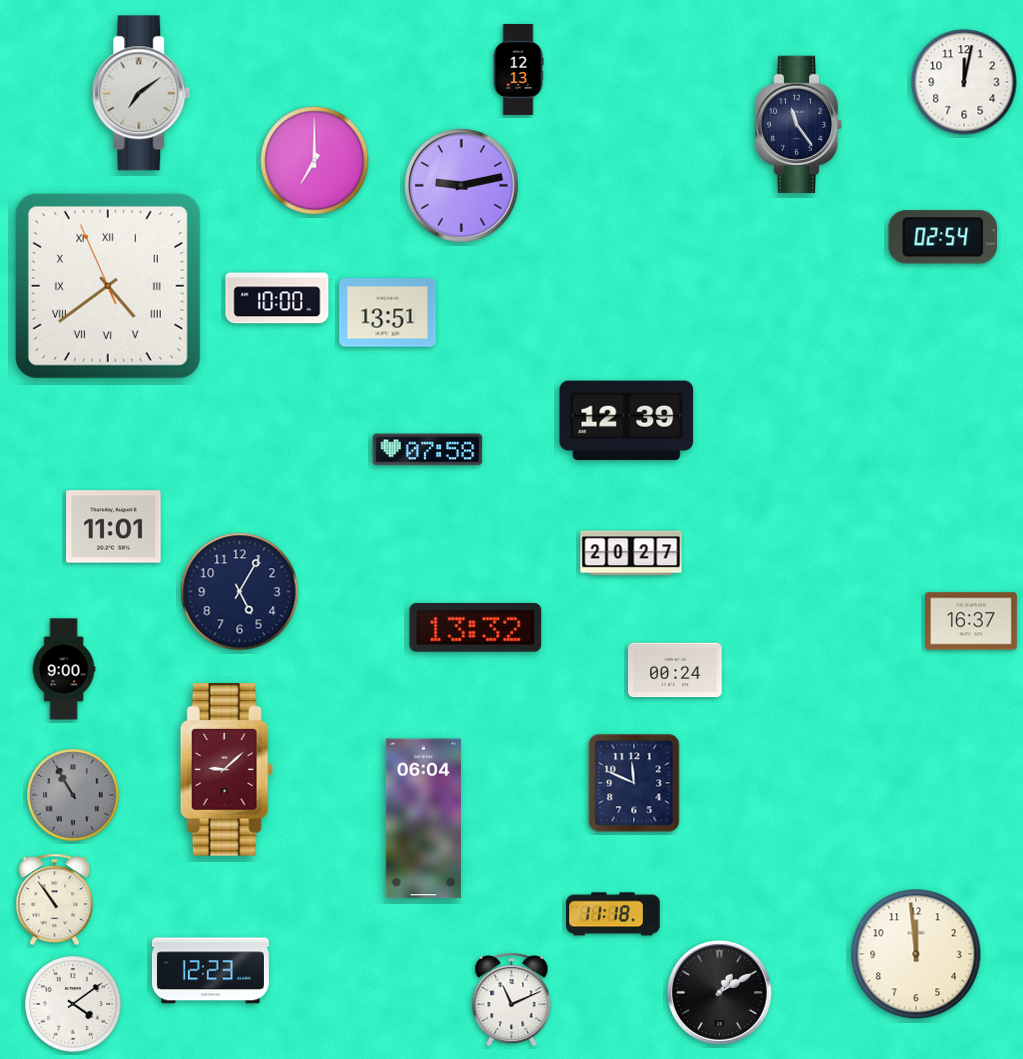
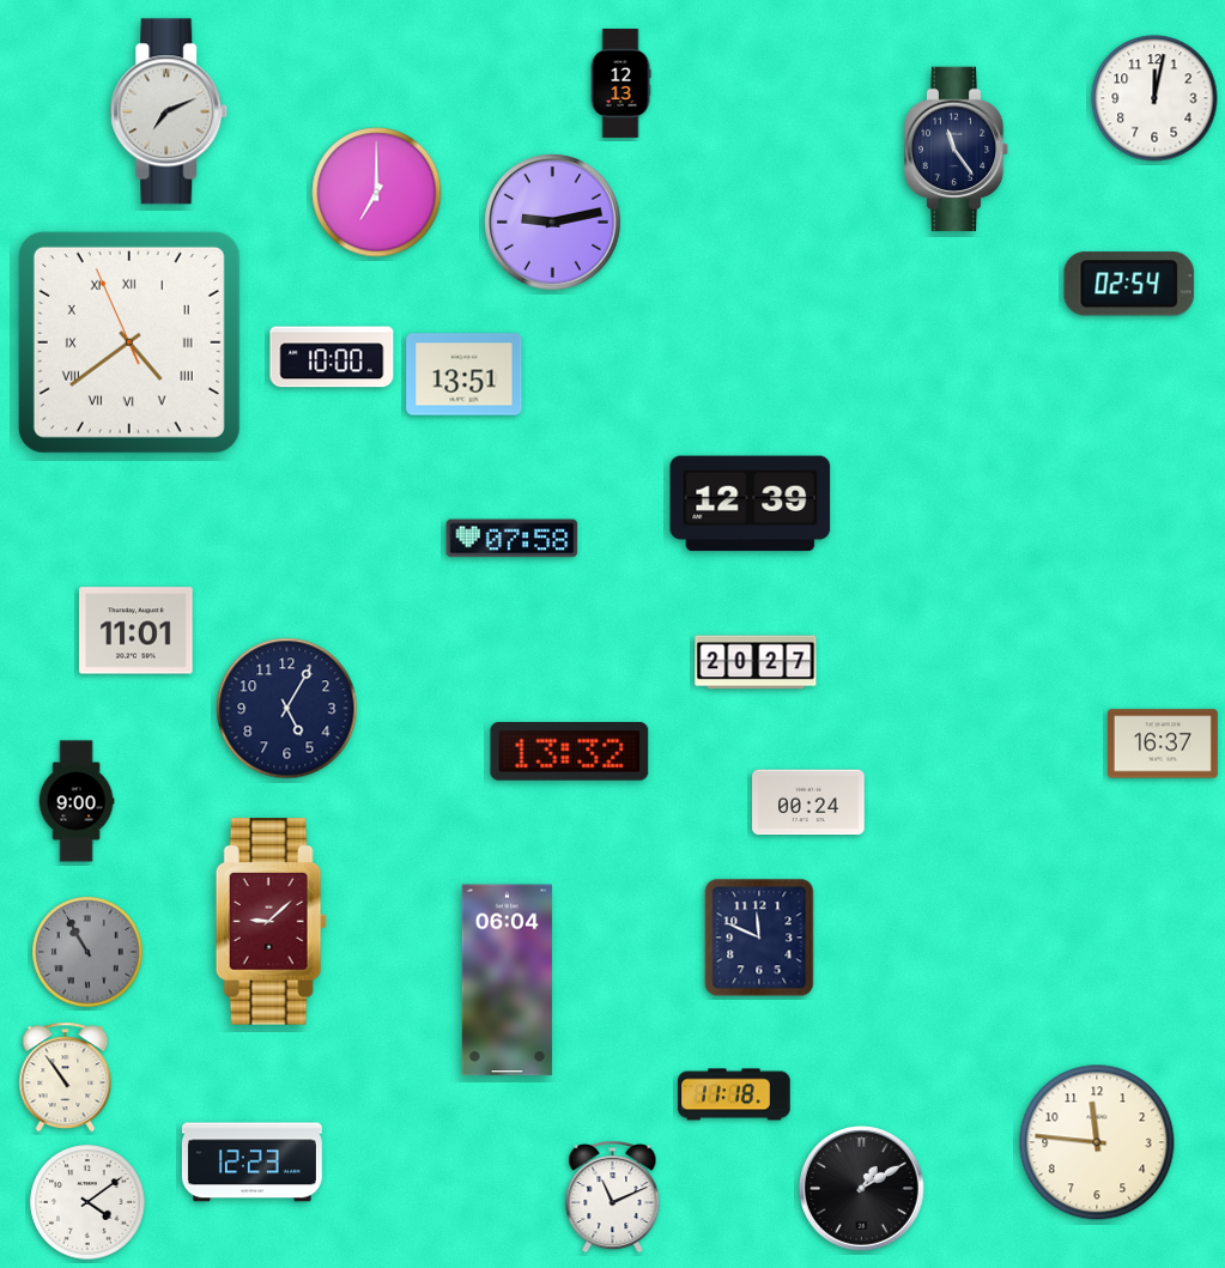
clock at (141, 93): 7:09 -> 7:11
clock at (916, 954): 11:59 -> 11:46
